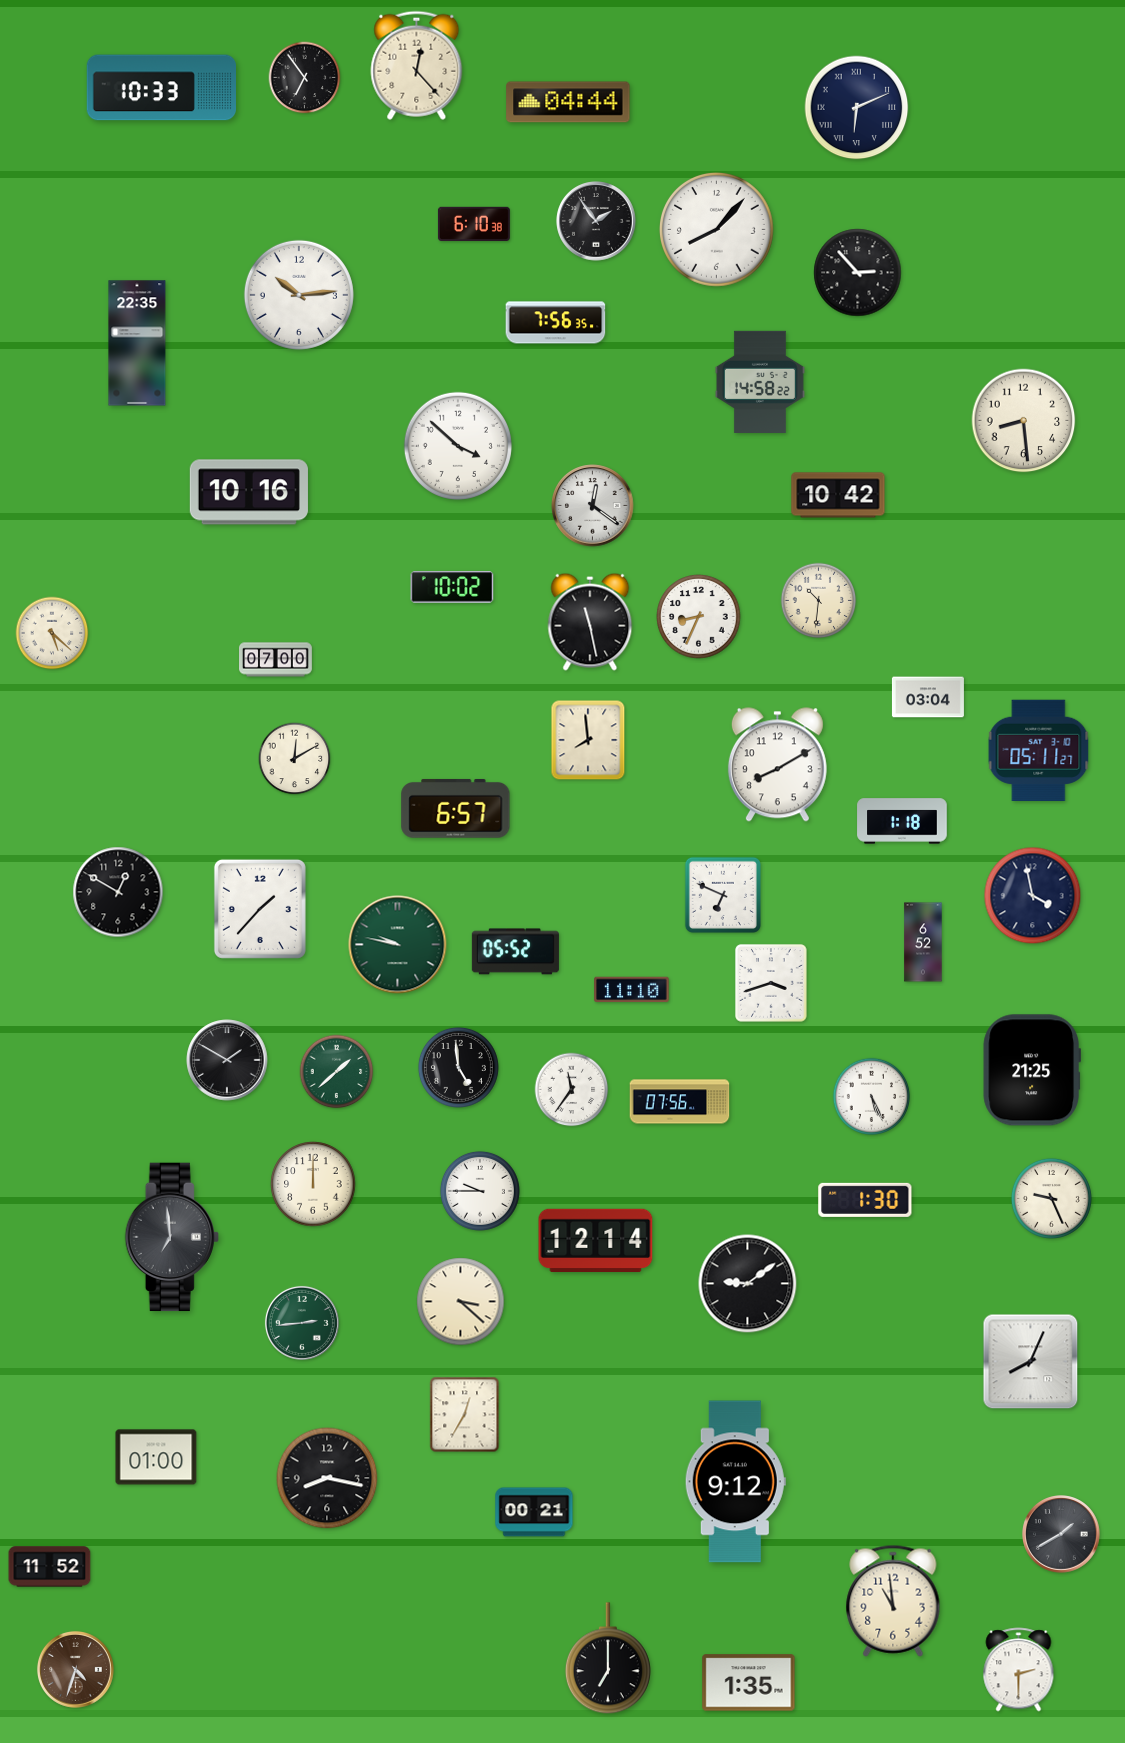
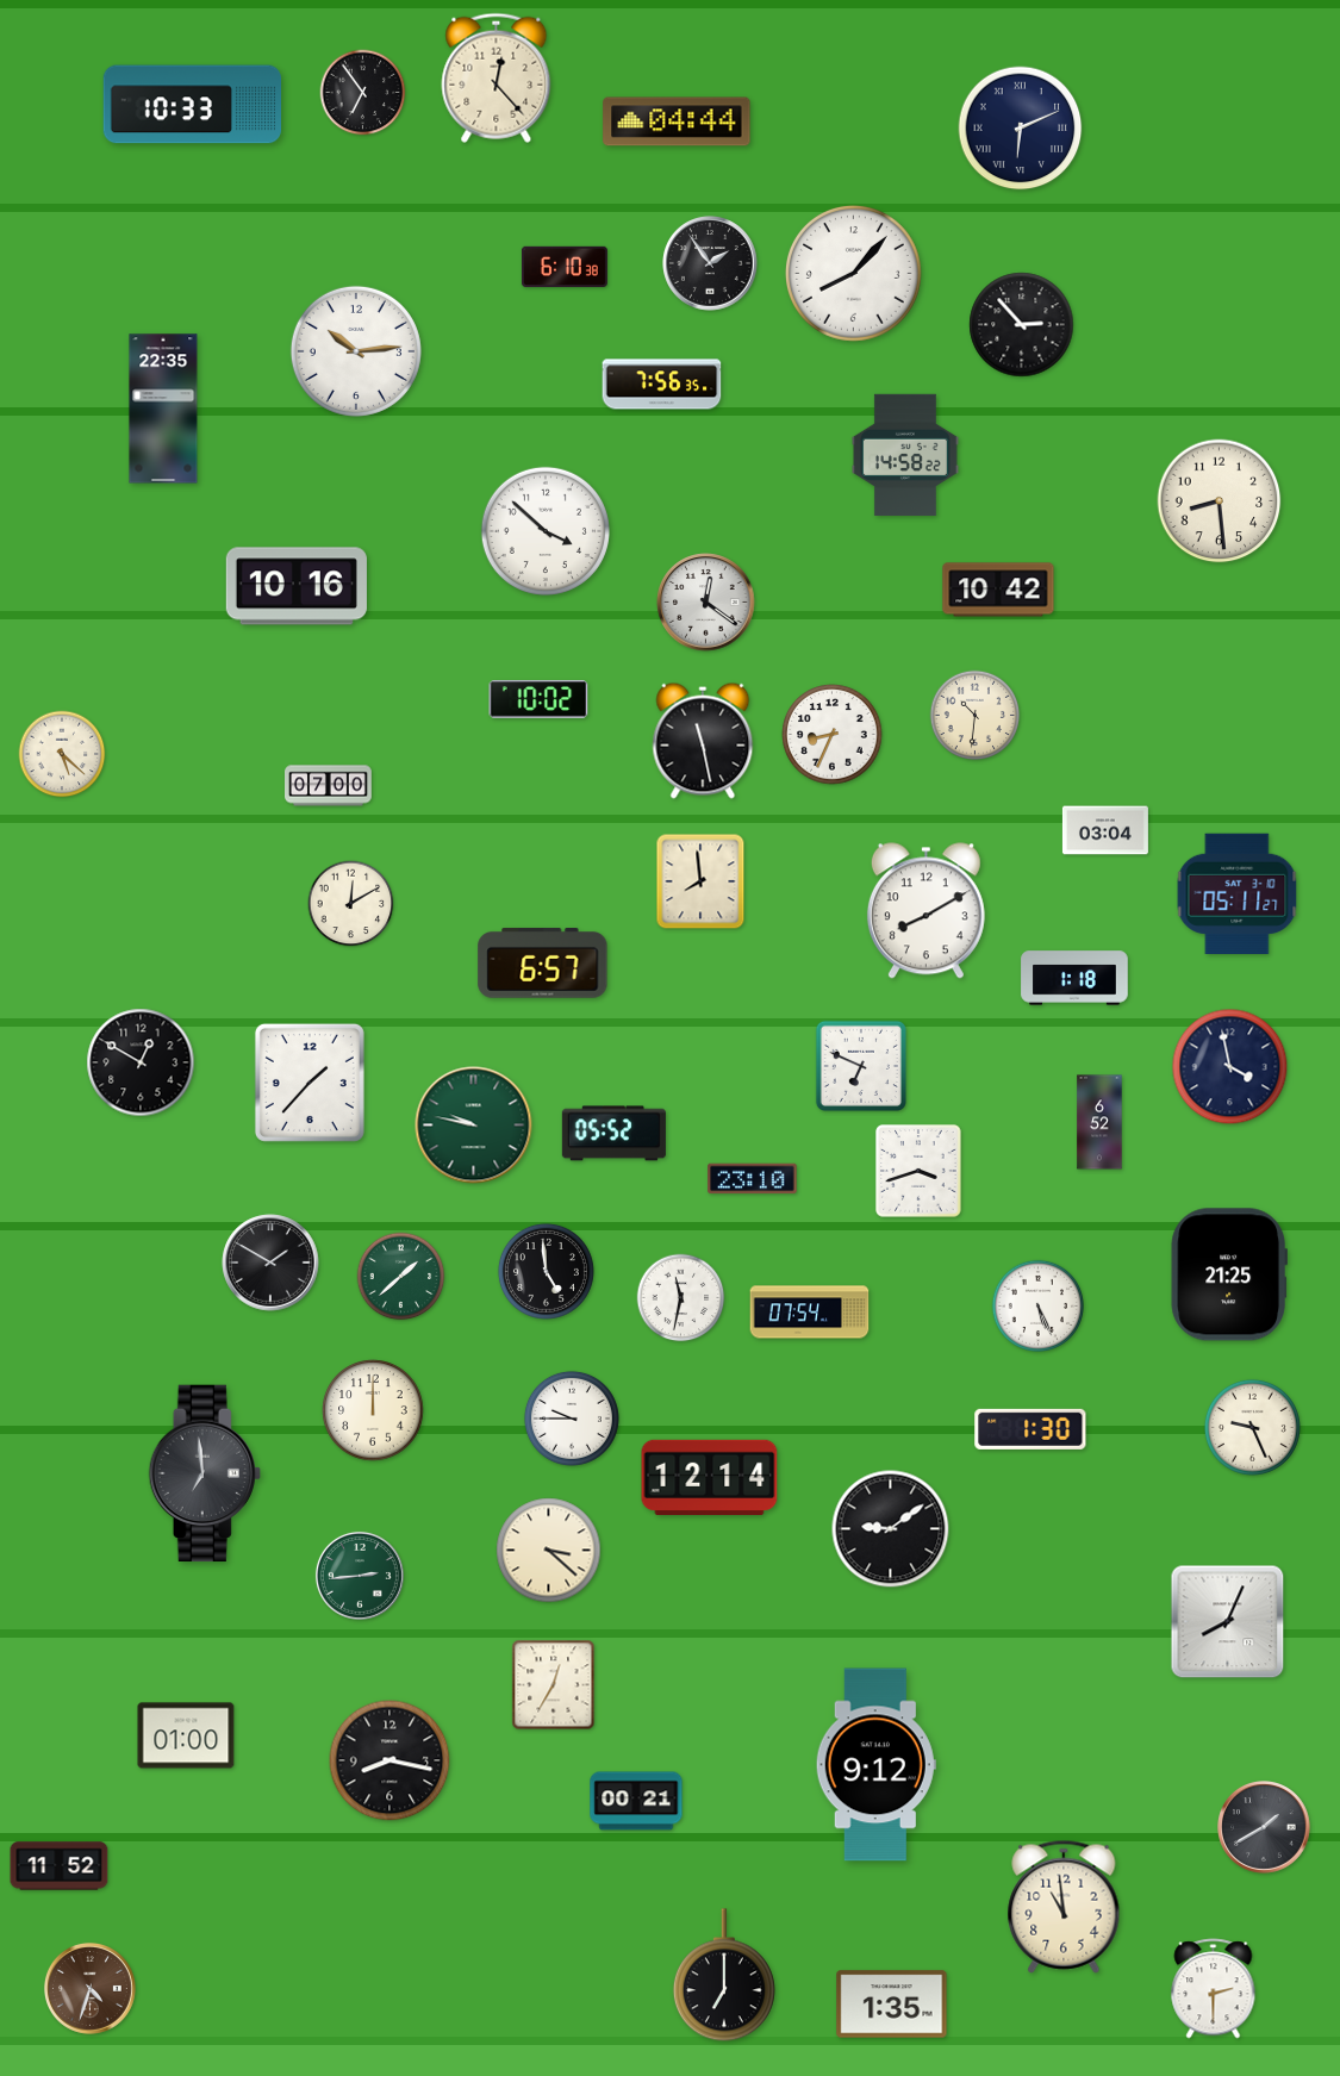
clock at (632, 990): 11:10 -> 23:10
clock at (572, 1090): 11:36 -> 11:32
clock at (680, 1102): 07:56 -> 07:54
